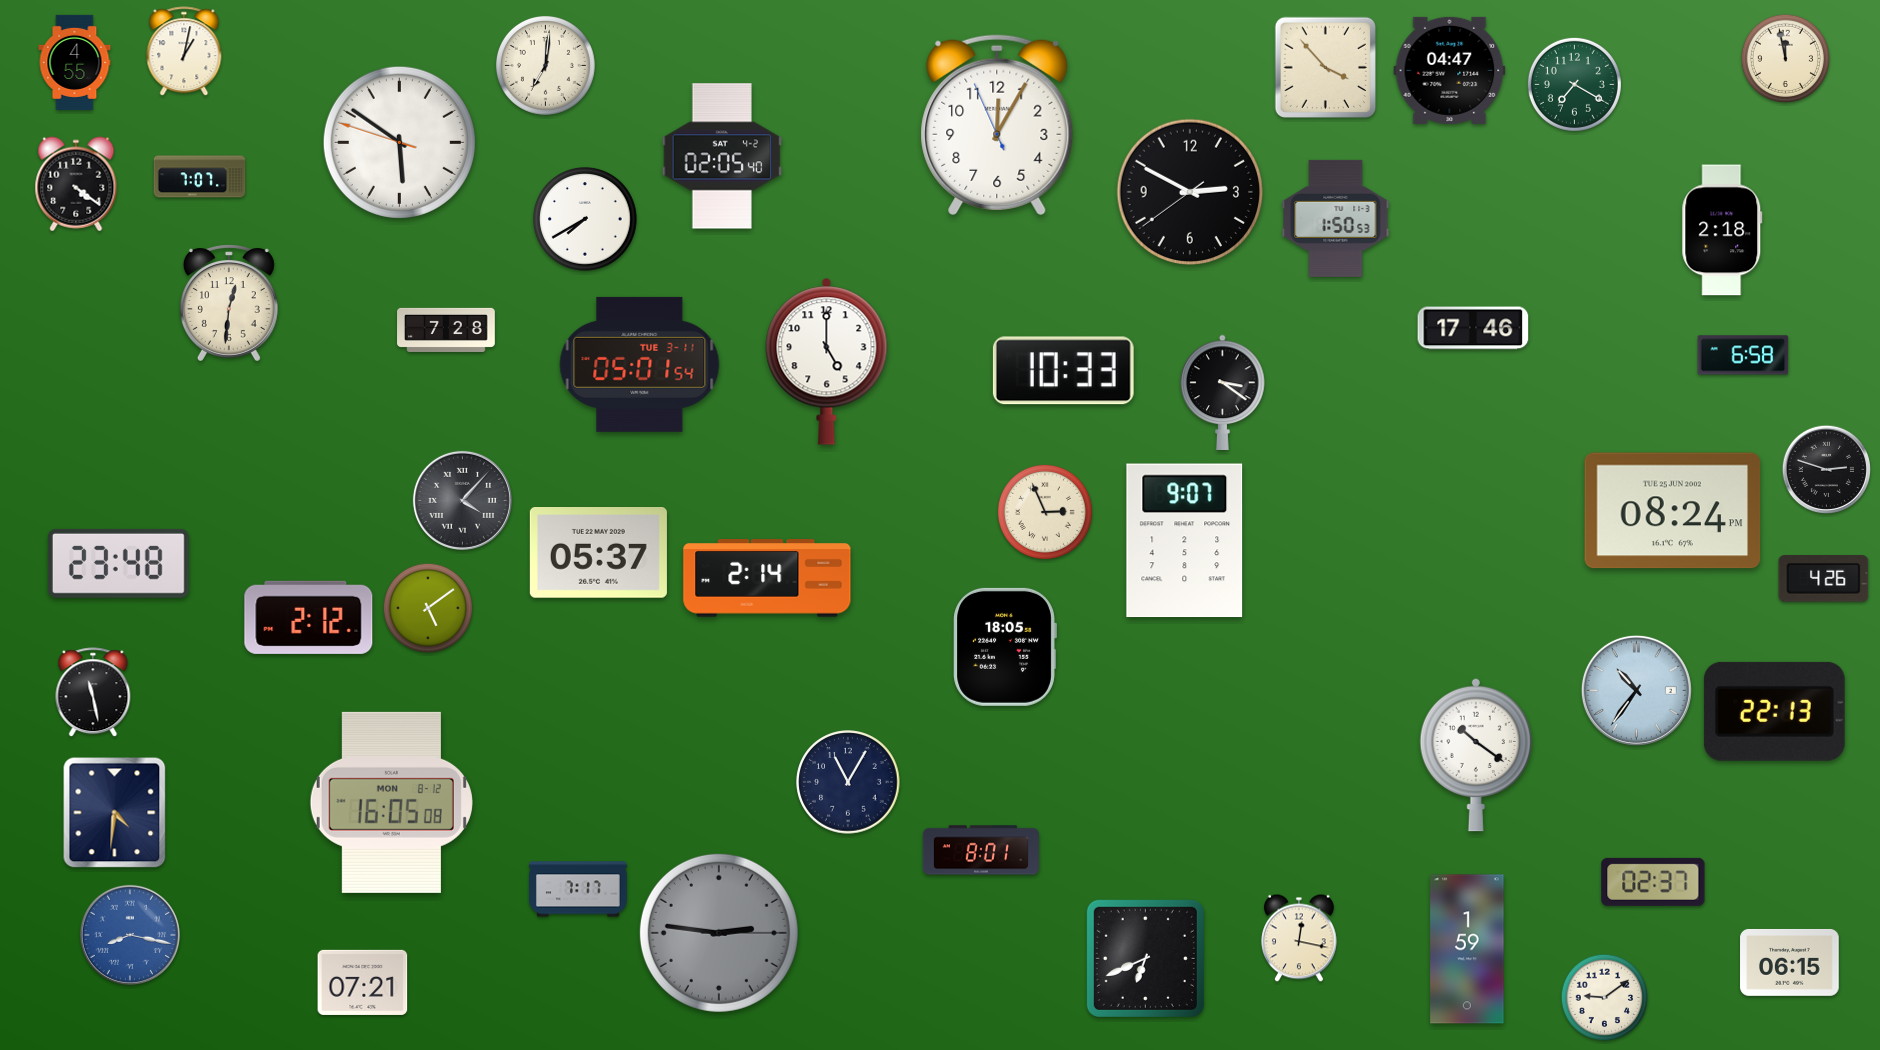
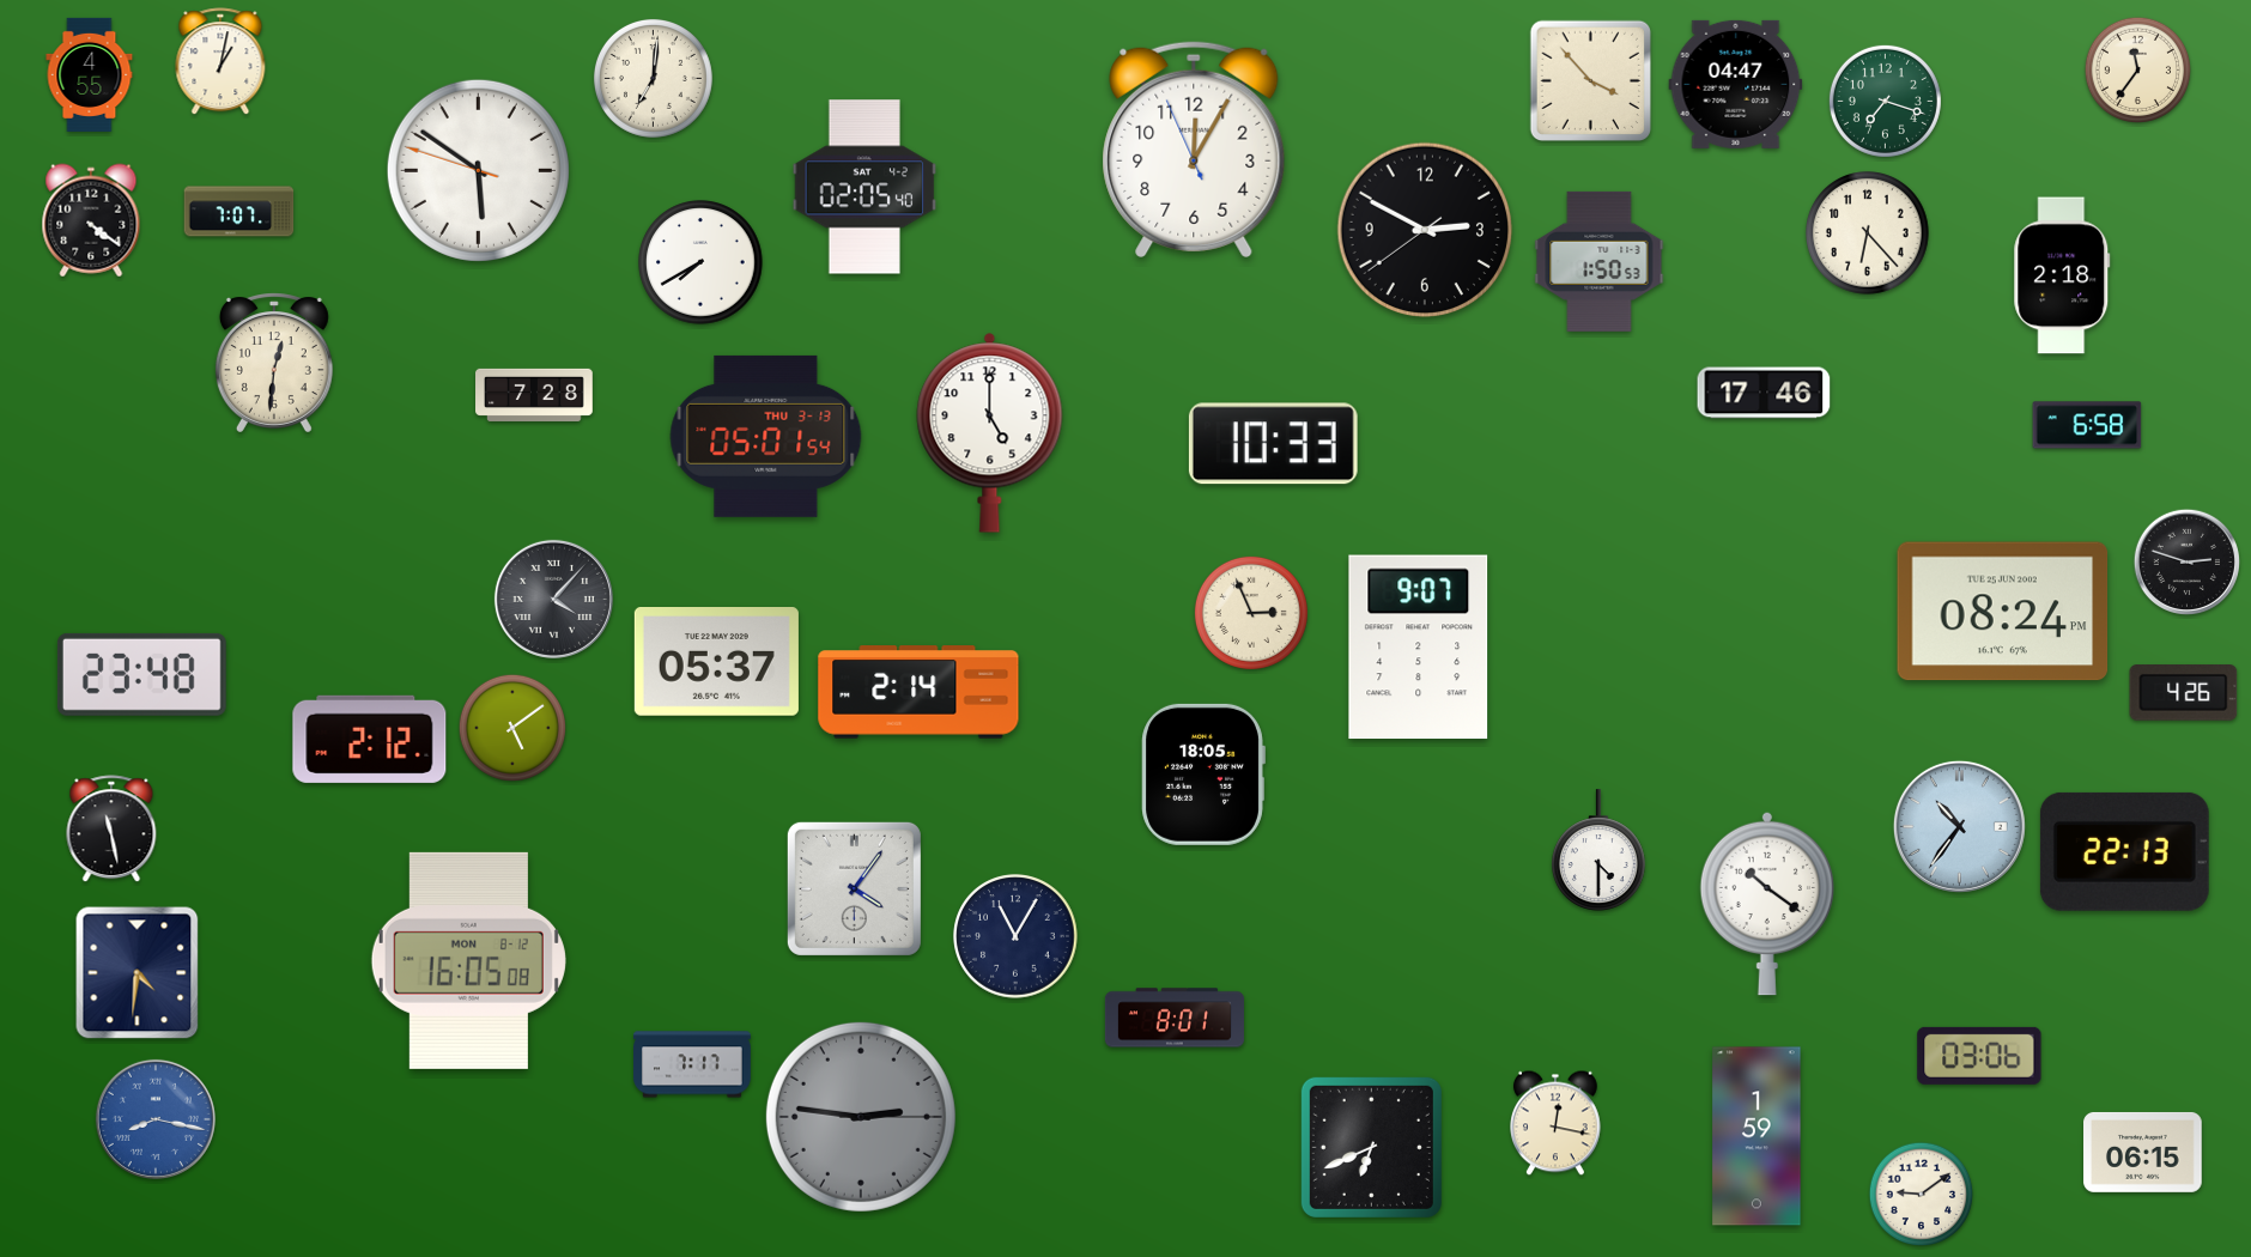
clock at (1785, 58): 11:58 -> 11:36
clock at (1325, 67) position: (1325, 67) -> (1590, 80)
clock at (1574, 84): 7:20 -> 7:18
clock at (1868, 233): none -> 6:23
clock at (640, 364) date: TUE 3-11 -> THU 3-13
clock at (1223, 392): 3:21 -> none
clock at (1598, 850): none -> 4:30
clock at (854, 888): none -> 4:06
clock at (1653, 882): 02:37 -> 03:06
clock at (363, 982): 07:21 -> none
